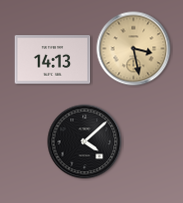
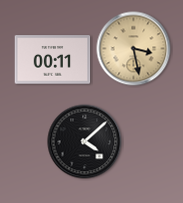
clock at (53, 60): 14:13 -> 00:11
